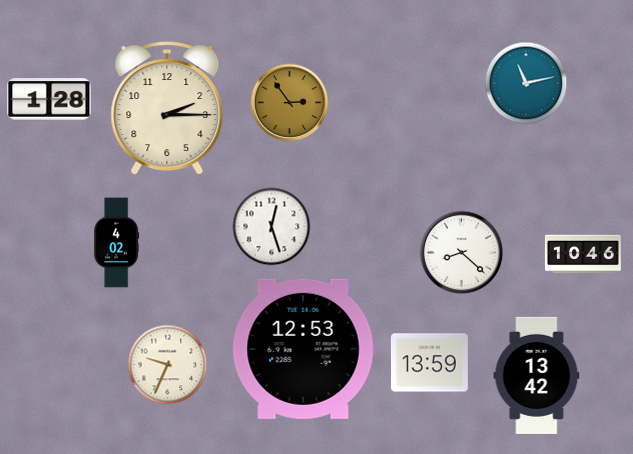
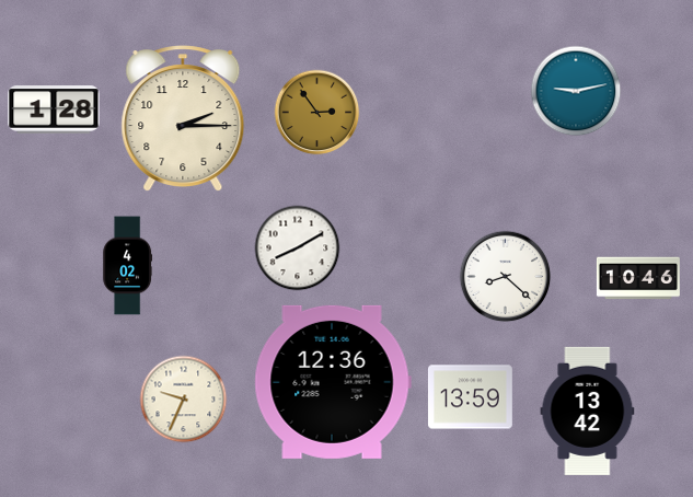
clock at (526, 83): 11:13 -> 9:13
clock at (272, 227): 12:27 -> 8:10
clock at (304, 349): 12:53 -> 12:36
